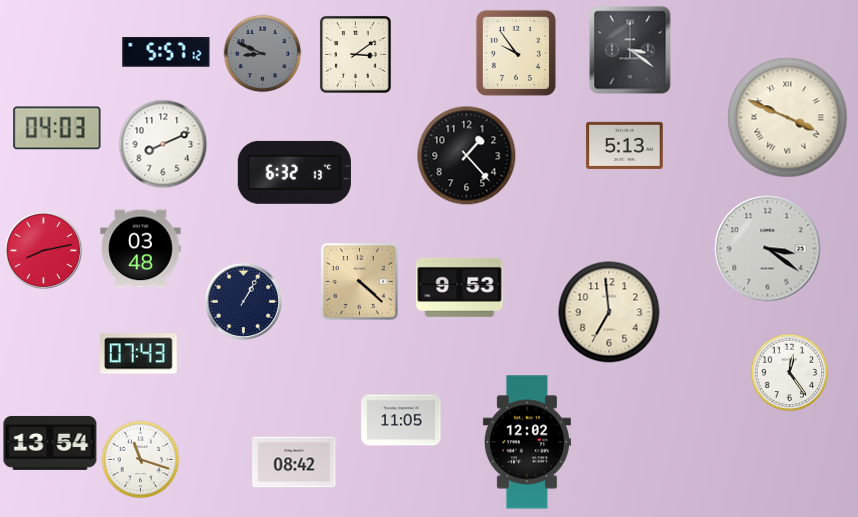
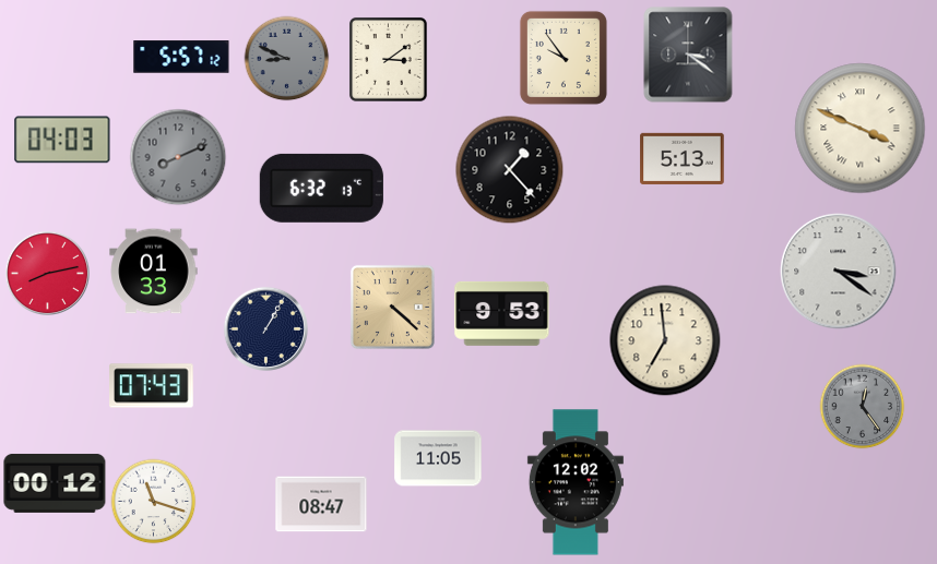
clock at (163, 144) dial: white -> grey
clock at (141, 249): 03:48 -> 01:33
clock at (789, 372) dial: white -> grey
clock at (50, 443): 13:54 -> 00:12
clock at (294, 462): 08:42 -> 08:47
